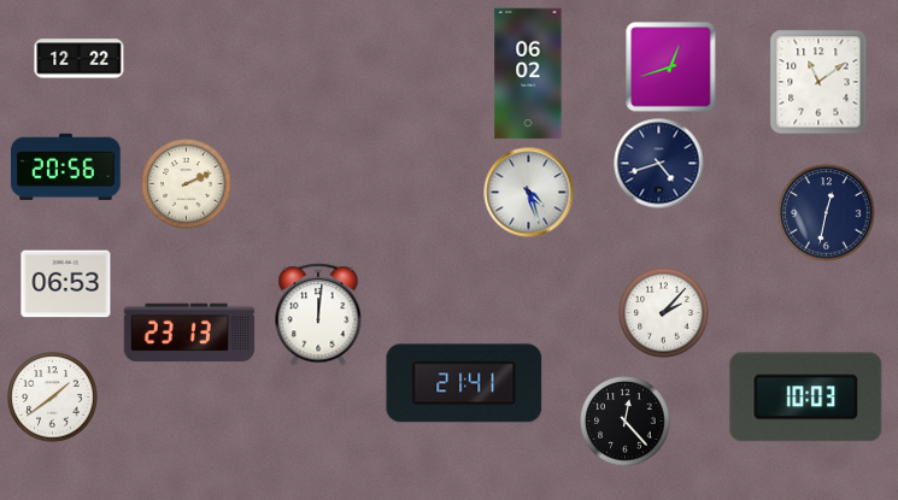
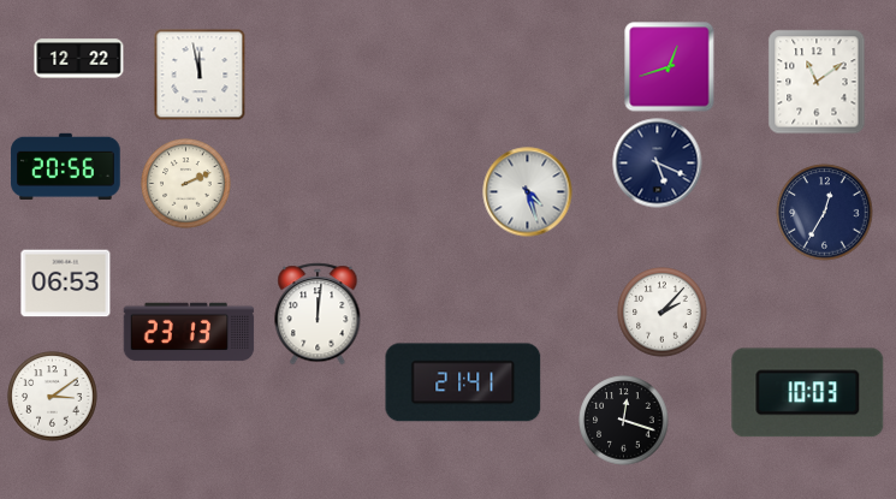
clock at (528, 73): 06:02 -> none
clock at (200, 75): none -> 11:58
clock at (659, 164): 4:42 -> 5:19
clock at (827, 213): 12:32 -> 12:35
clock at (53, 398): 1:39 -> 3:09
clock at (806, 398) position: (806, 398) -> (808, 393)
clock at (626, 422): 12:23 -> 12:18
